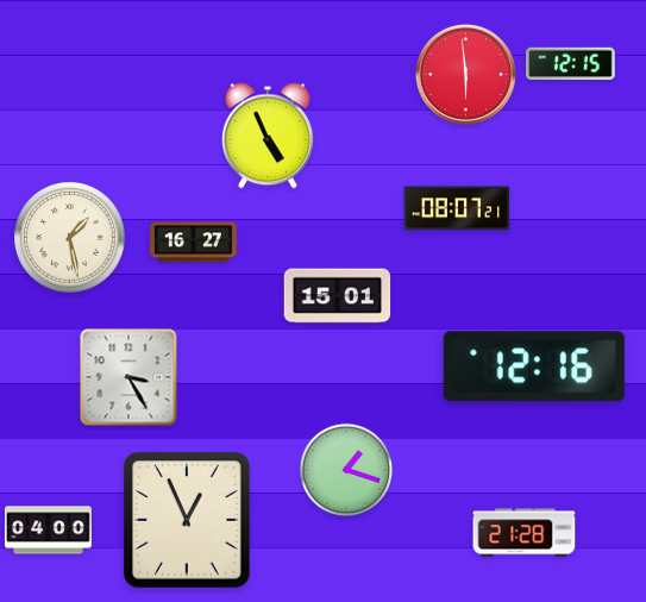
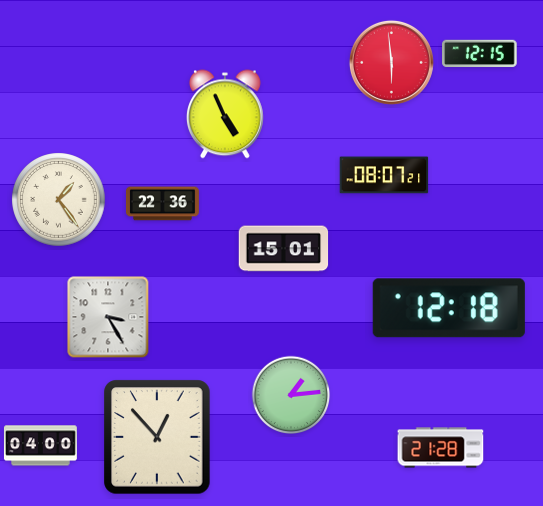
clock at (70, 238): 1:28 -> 1:24
clock at (193, 243): 16:27 -> 22:36
clock at (534, 366): 12:16 -> 12:18
clock at (346, 470): 1:18 -> 1:14
clock at (187, 520): 12:56 -> 12:53
